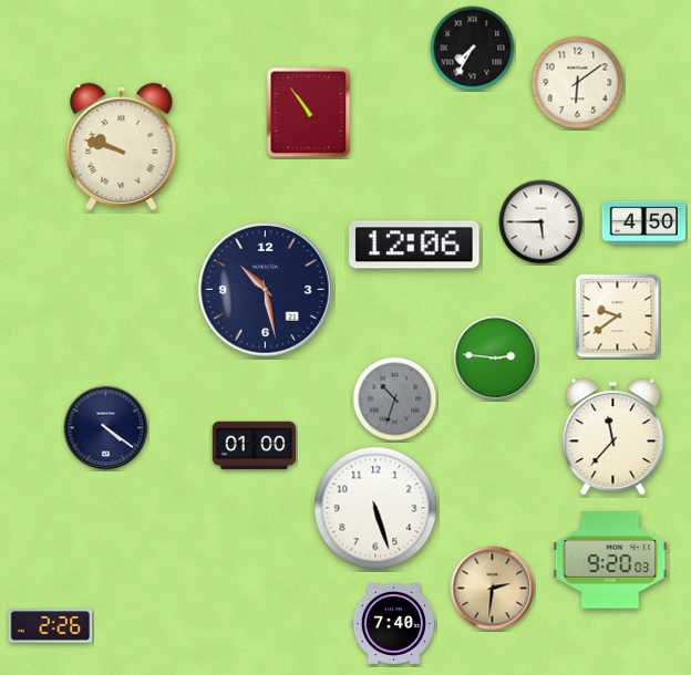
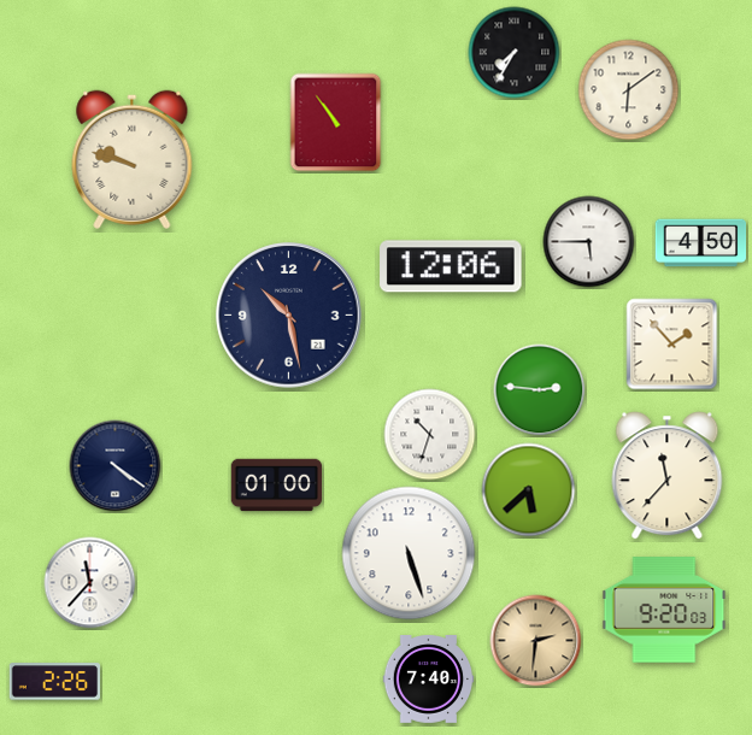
clock at (618, 316): 9:39 -> 1:53
clock at (395, 399) dial: grey -> white
clock at (529, 490): none -> 5:38
clock at (90, 583): none -> 11:37
